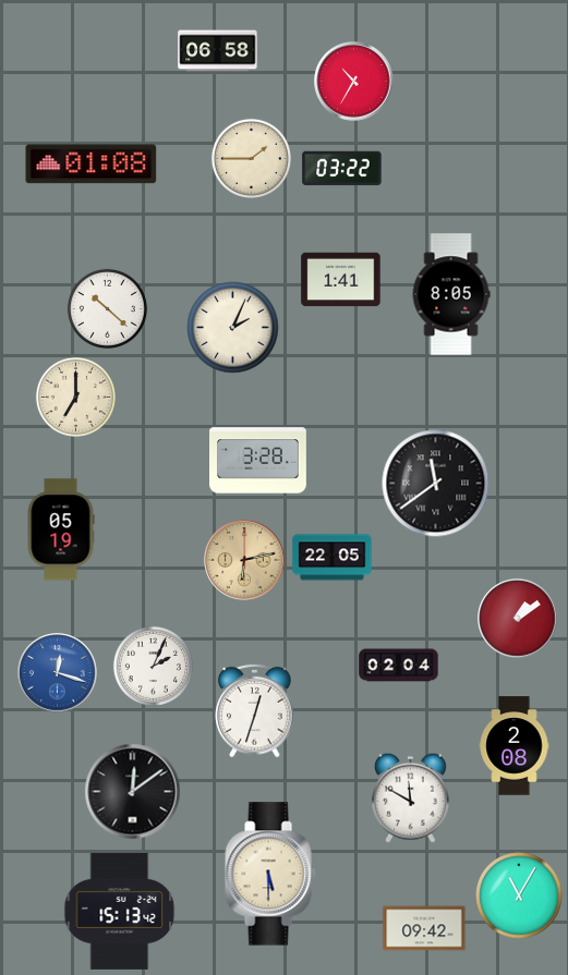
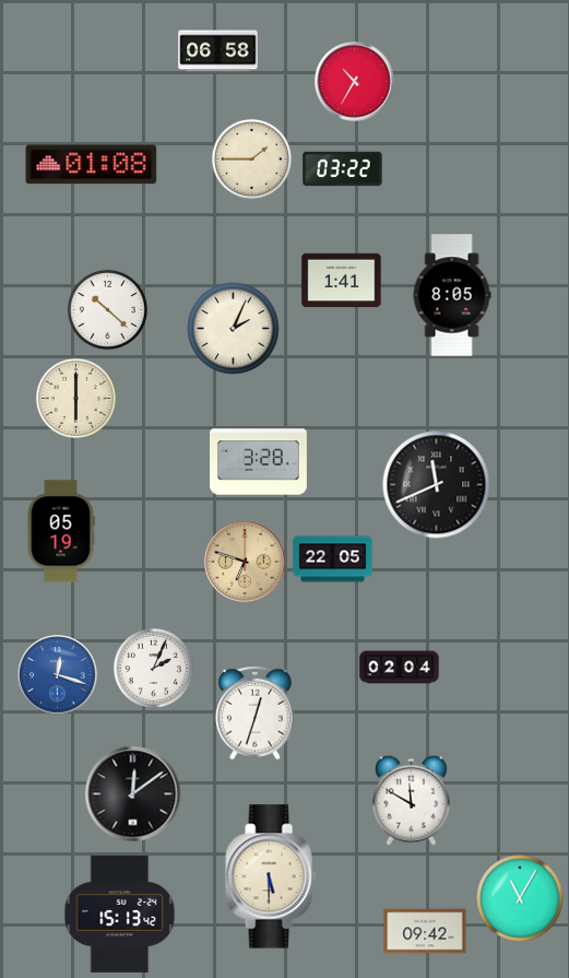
clock at (75, 397): 7:00 -> 6:00
clock at (436, 484): 11:39 -> 11:41
clock at (244, 560): 6:13 -> 6:48
clock at (518, 619): 1:09 -> none
clock at (515, 746): 2:08 -> none
